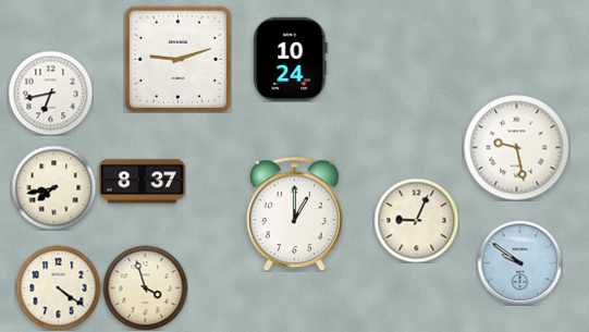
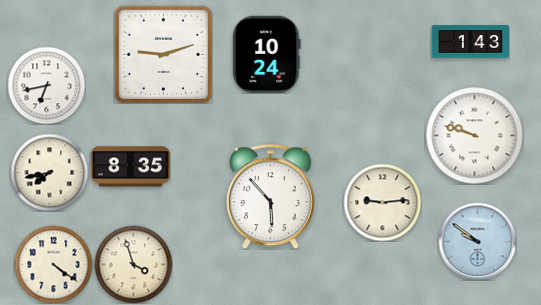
clock at (470, 42): none -> 1:43
clock at (516, 147): 9:28 -> 9:48
clock at (142, 182): 8:37 -> 8:35
clock at (295, 213): 1:00 -> 5:53
clock at (416, 220): 9:04 -> 9:14
